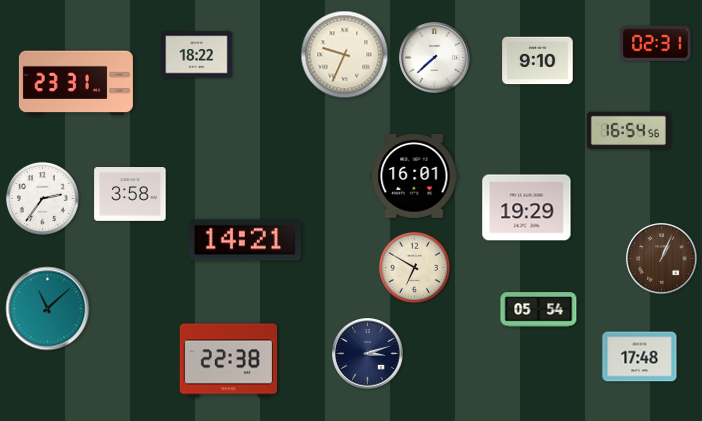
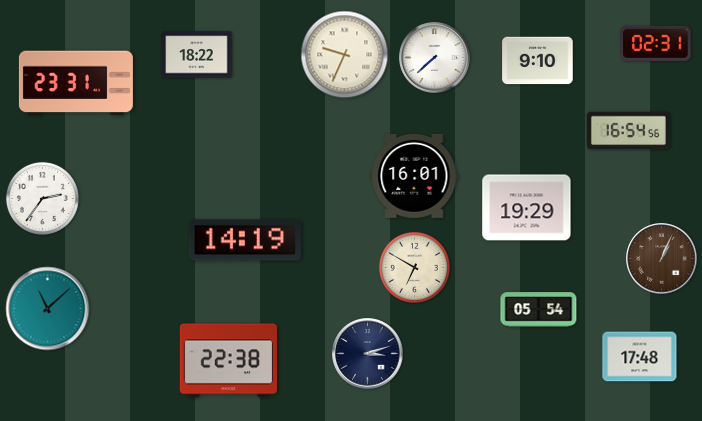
clock at (130, 195): 3:58 -> none
clock at (245, 240): 14:21 -> 14:19
